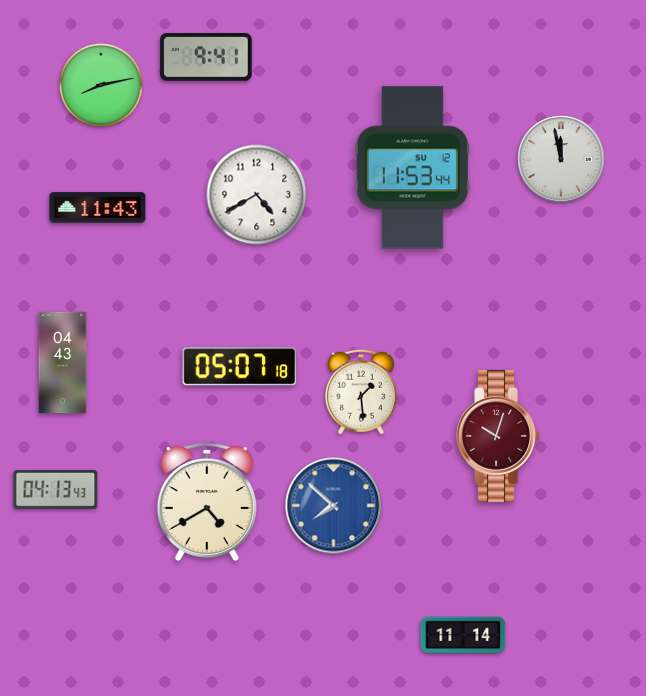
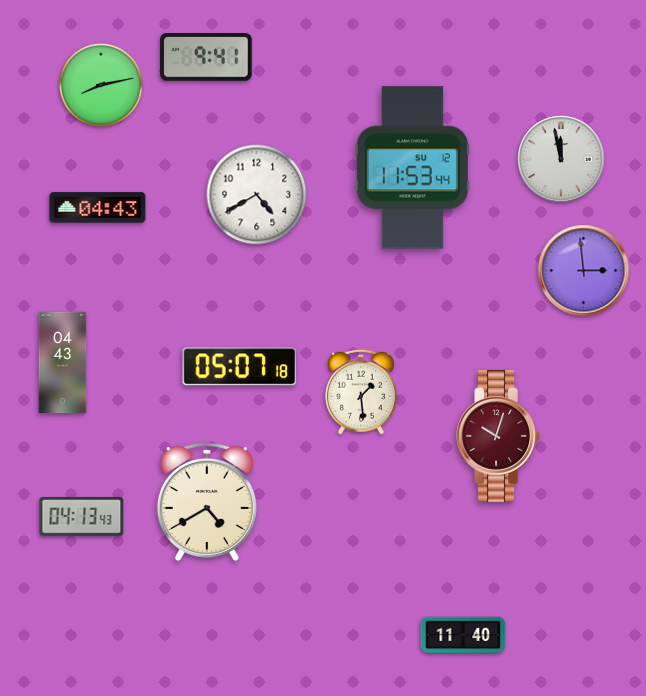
clock at (98, 208): 11:43 -> 04:43
clock at (584, 271): none -> 2:59
clock at (56, 489) position: (56, 489) -> (82, 516)
clock at (334, 506): 7:52 -> none
clock at (463, 635): 11:14 -> 11:40
